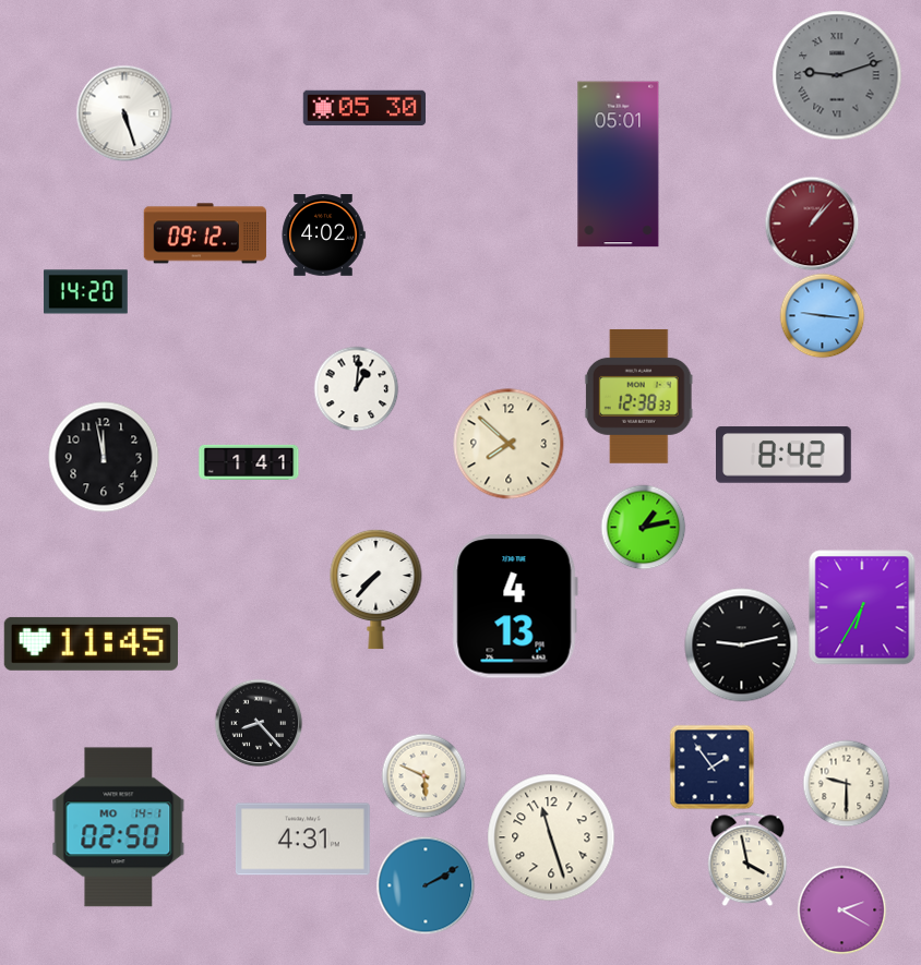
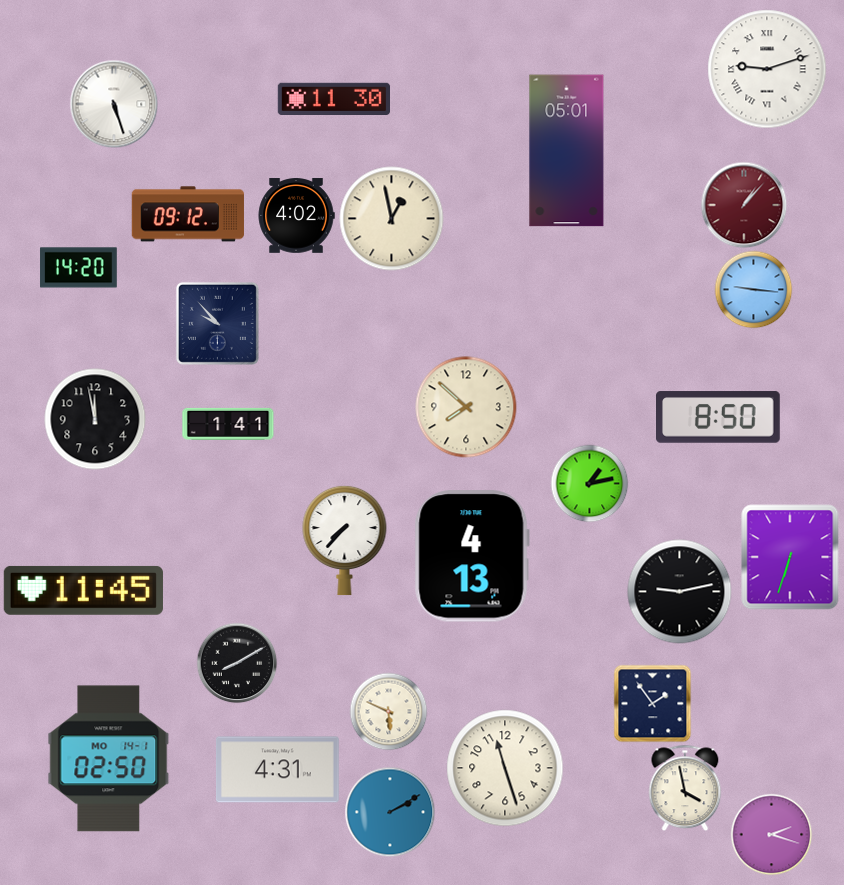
clock at (837, 75) dial: grey -> white
clock at (363, 107): 05:30 -> 11:30
clock at (392, 219): none -> 12:58
clock at (217, 323): none -> 9:53
clock at (356, 388): 1:01 -> none
clock at (638, 397): 12:38 -> none
clock at (785, 455): 8:42 -> 8:50
clock at (862, 607): 6:35 -> 6:33
clock at (259, 723): 8:23 -> 8:10
clock at (846, 783): 9:30 -> none
clock at (841, 909): 2:20 -> 2:18
